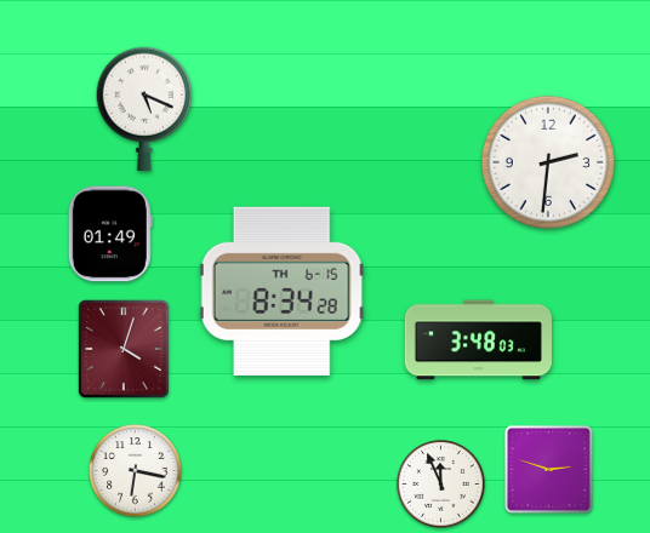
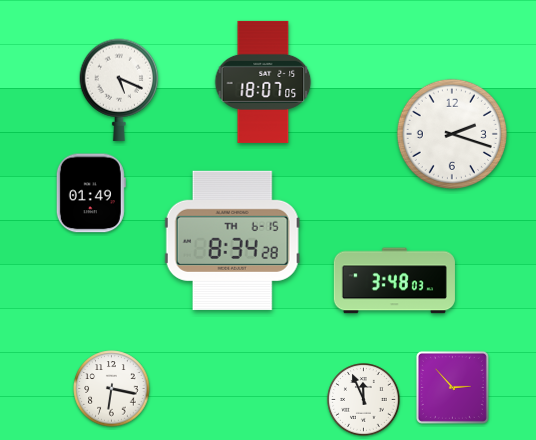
clock at (263, 82): none -> 18:07
clock at (548, 162): 2:31 -> 2:18
clock at (124, 349): 4:03 -> none
clock at (548, 469): 2:48 -> 2:53
